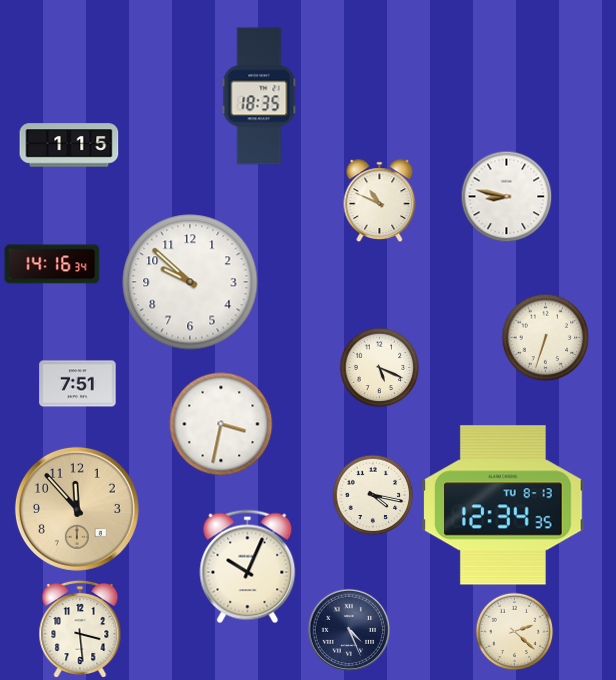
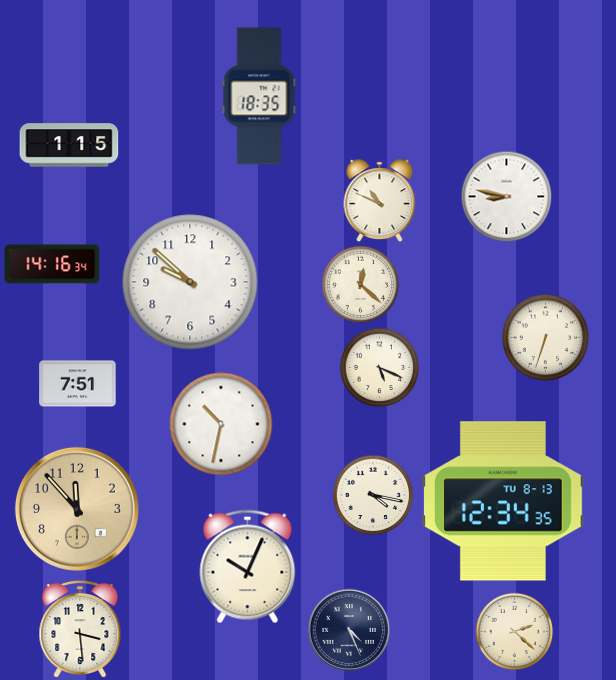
clock at (360, 284): none -> 12:22
clock at (221, 424): 3:32 -> 10:32
clock at (504, 505) position: (504, 505) -> (504, 501)
